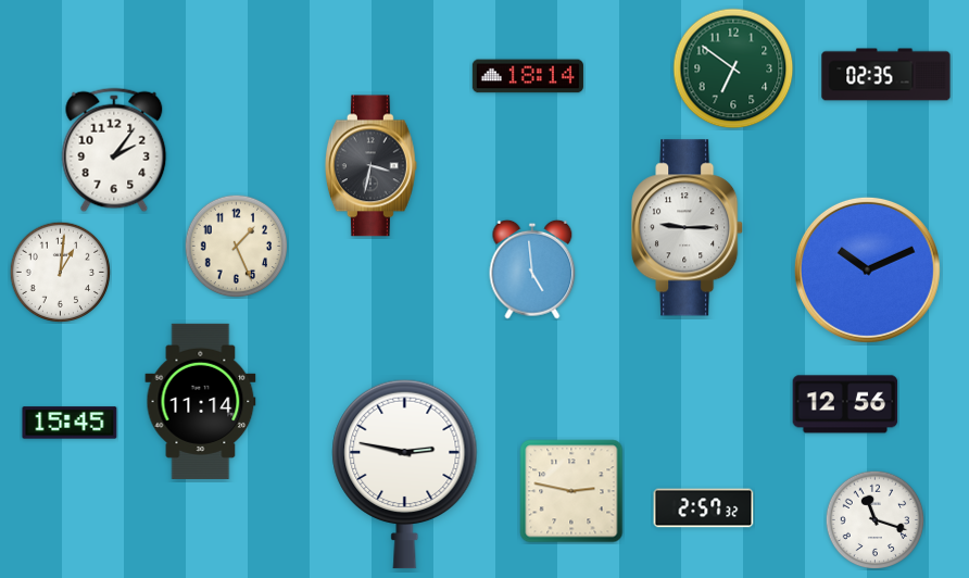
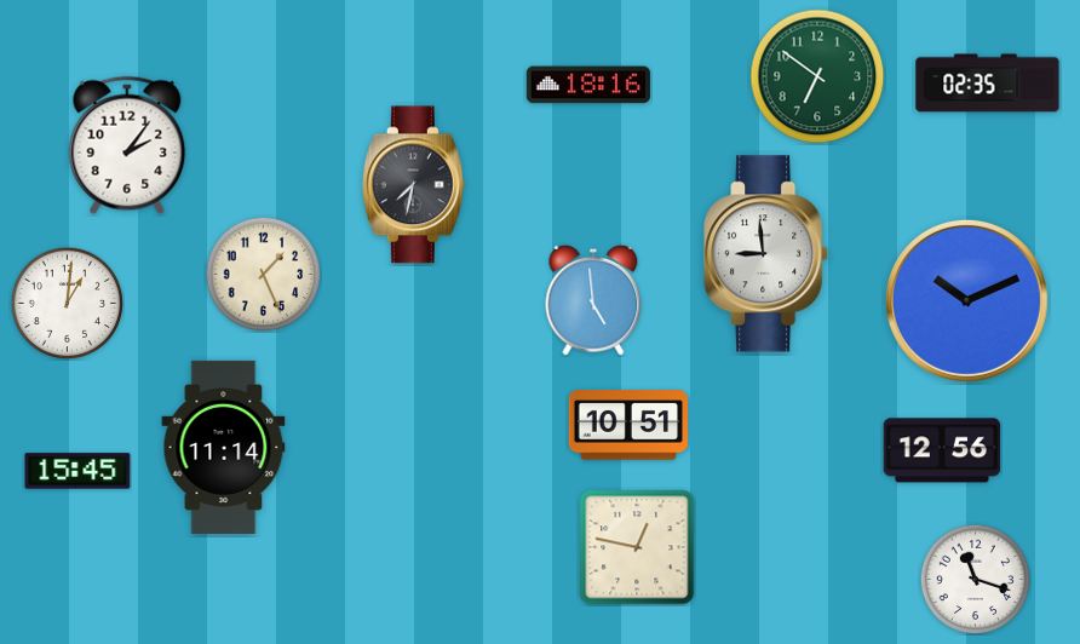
clock at (528, 76): 18:14 -> 18:16
clock at (114, 150) position: (114, 150) -> (127, 145)
clock at (370, 166): 3:32 -> 7:32
clock at (688, 228): 9:15 -> 8:59
clock at (628, 425): none -> 10:51
clock at (405, 474): 2:47 -> none
clock at (571, 491): 2:47 -> 12:47
clock at (704, 508): 2:57 -> none
